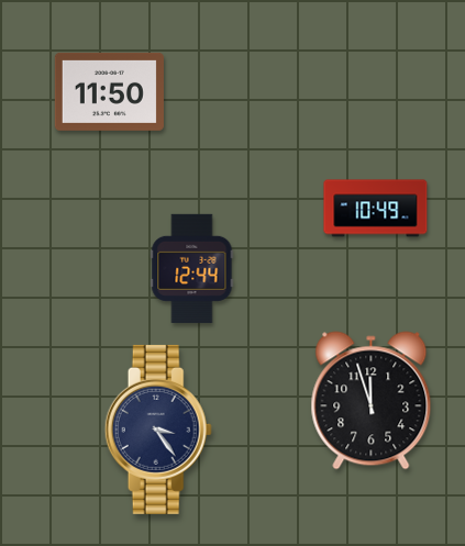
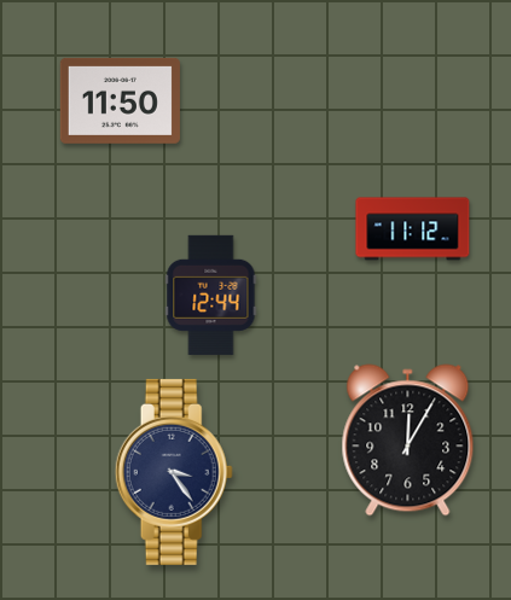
clock at (376, 209): 10:49 -> 11:12
clock at (372, 401): 11:57 -> 12:05
